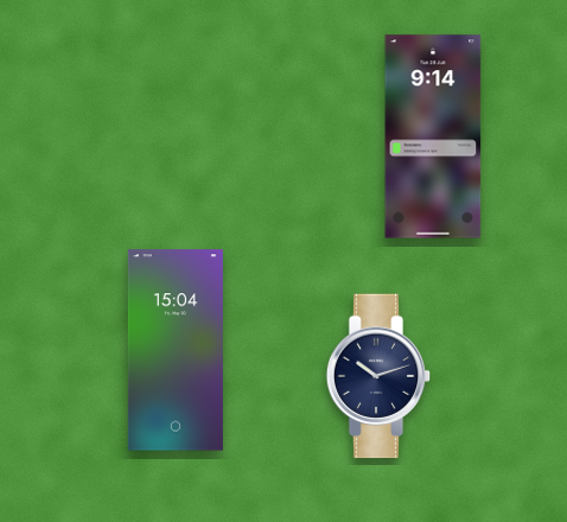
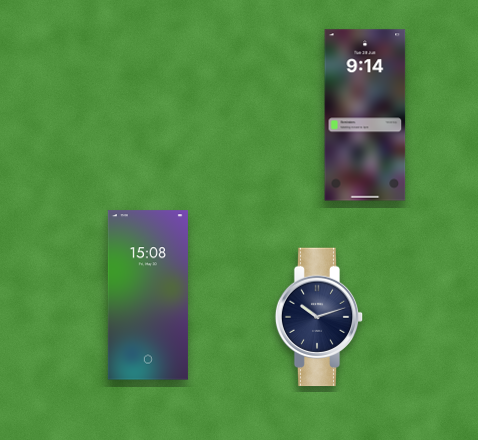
clock at (176, 350): 15:04 -> 15:08
